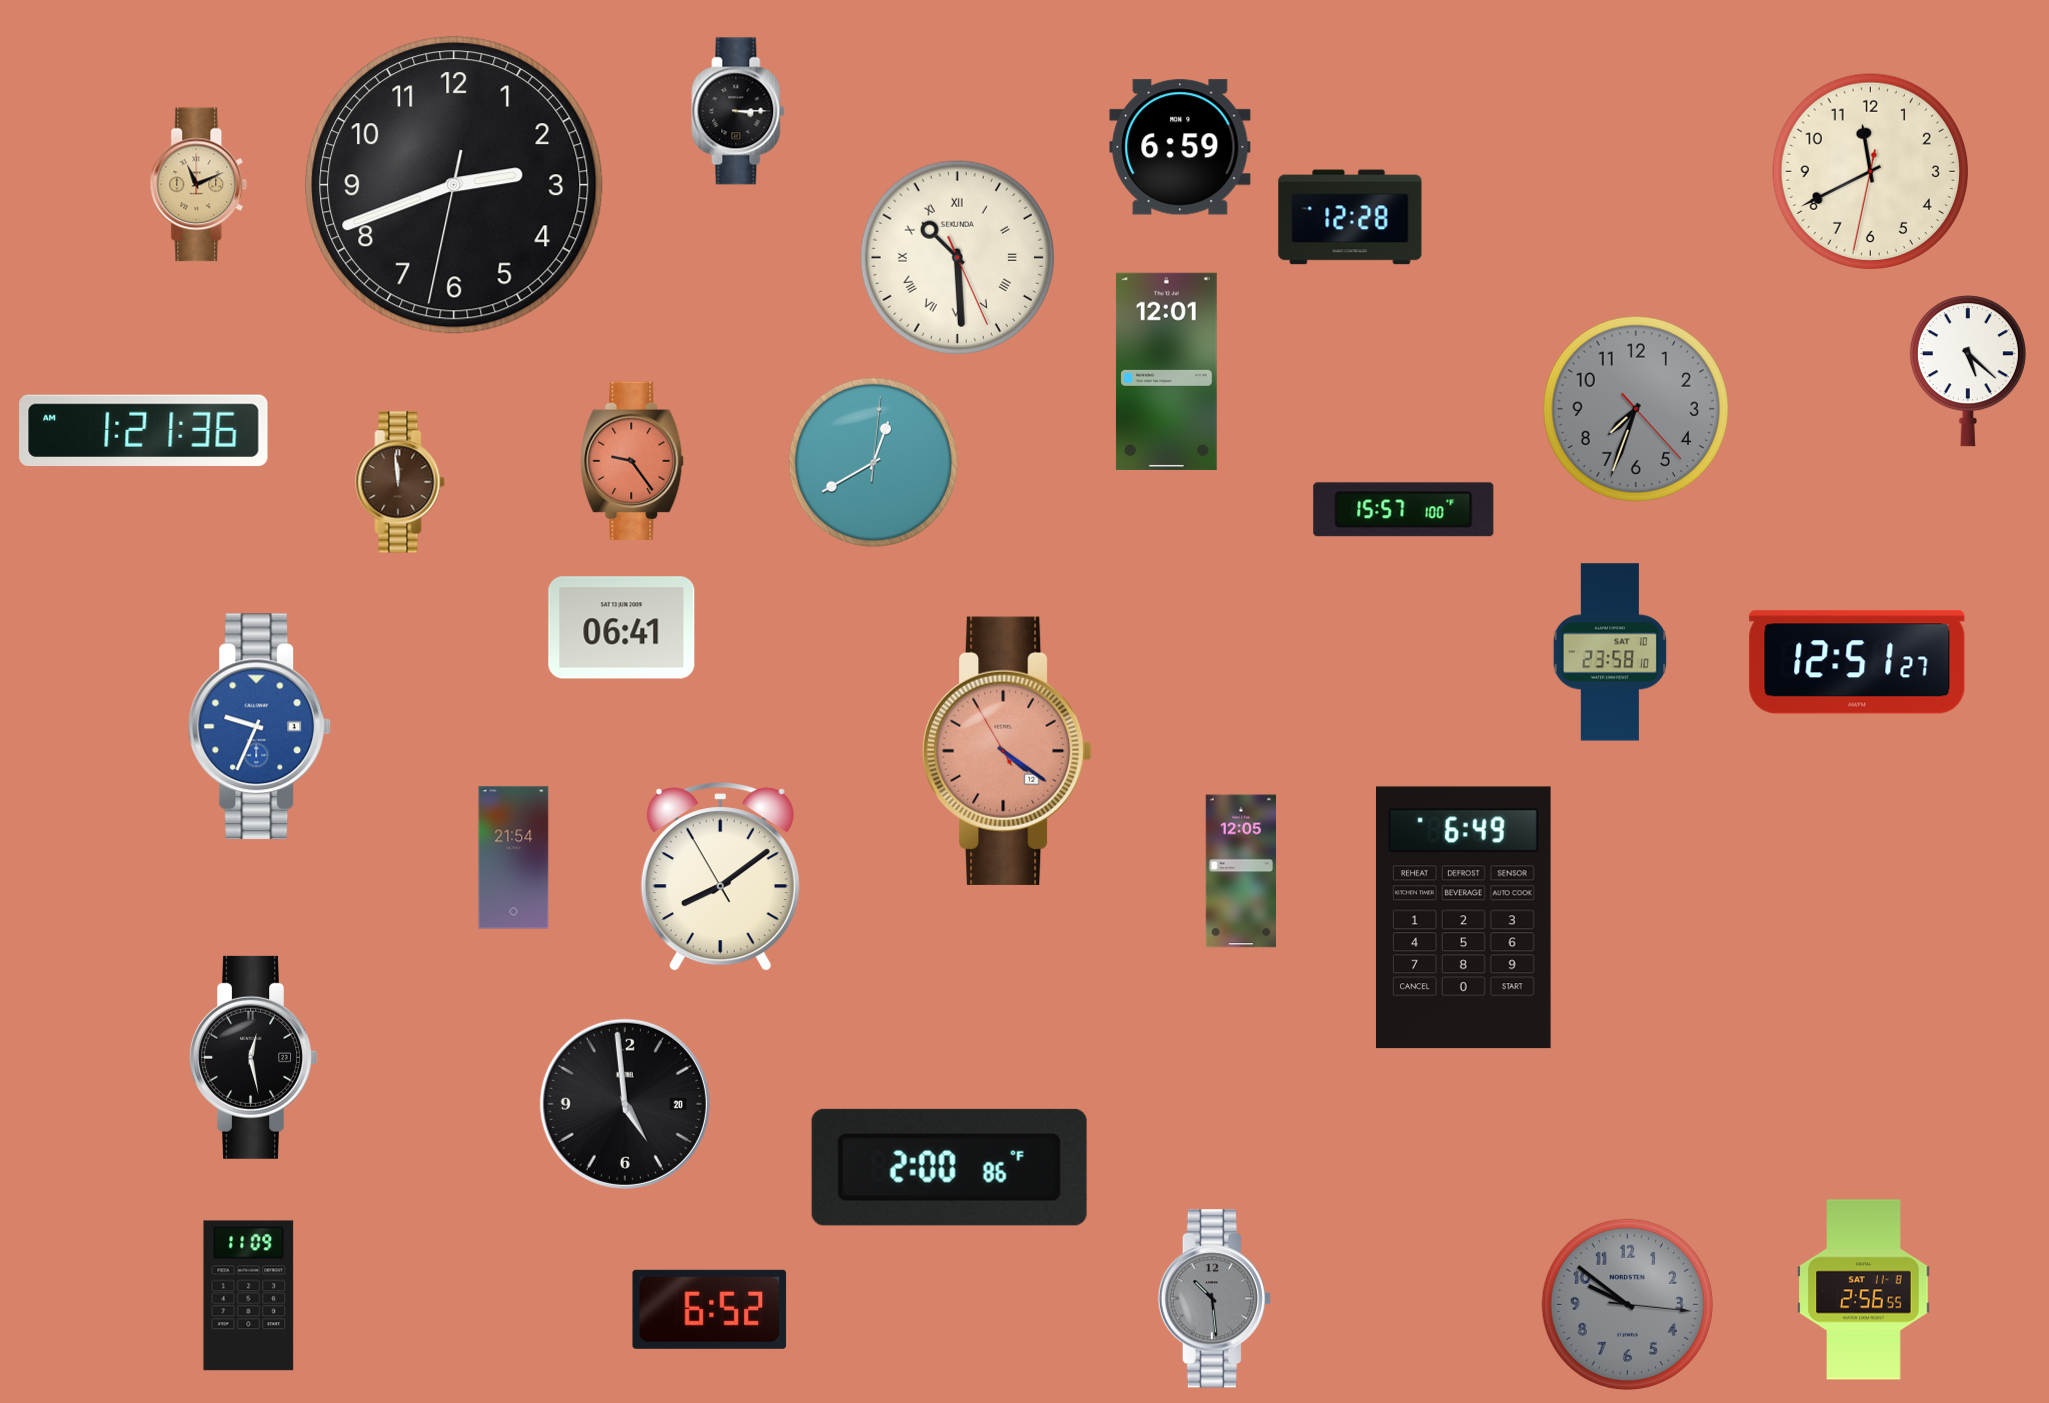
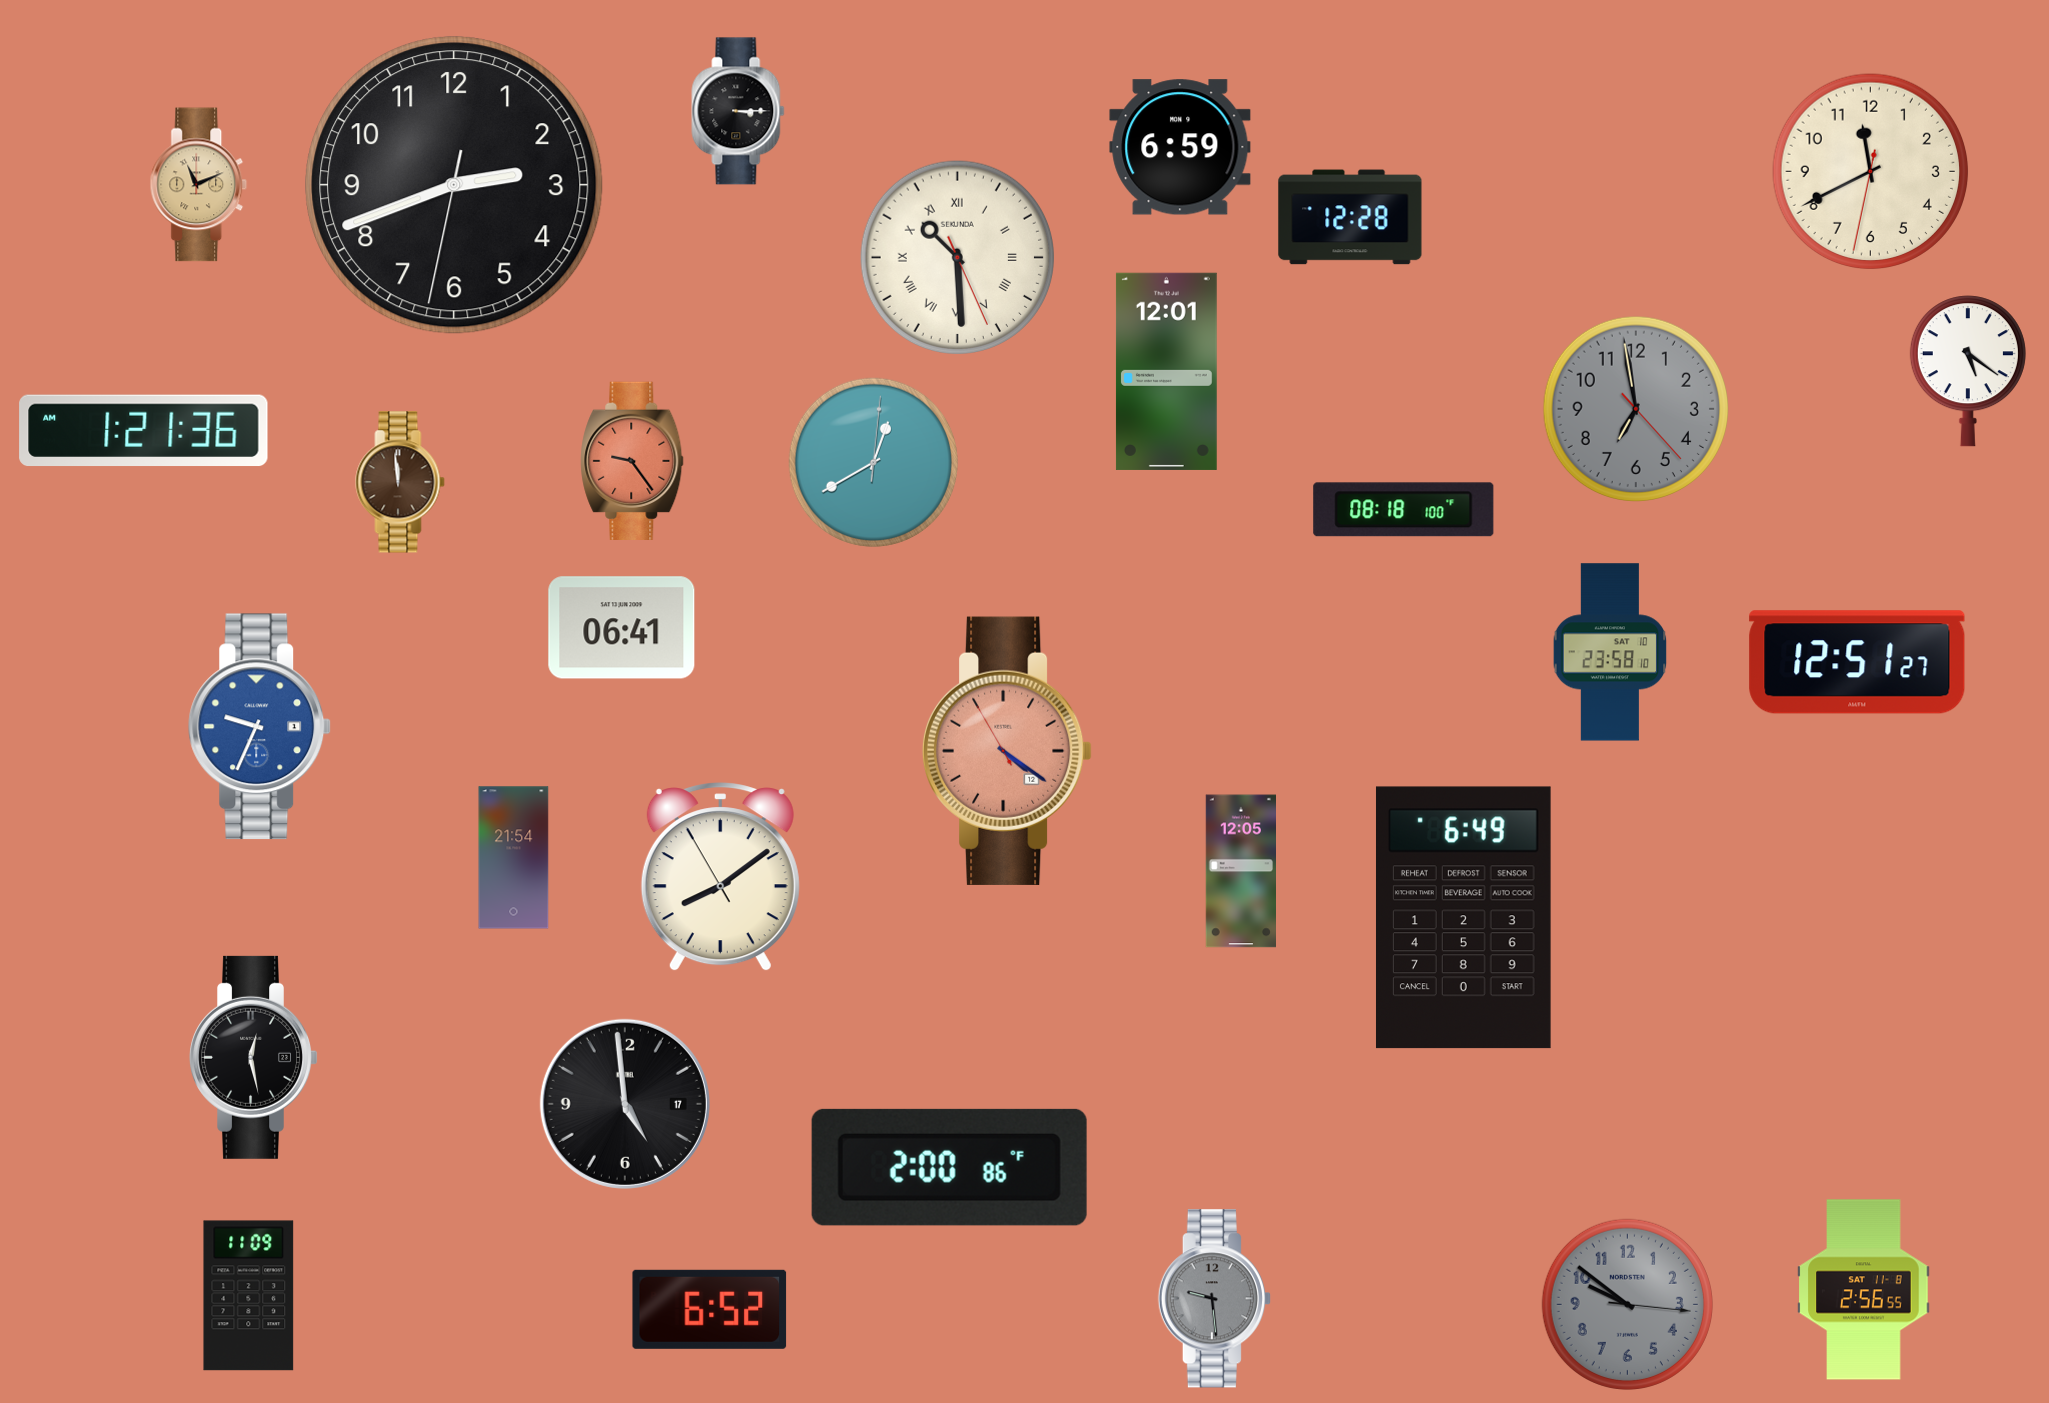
clock at (1968, 371): 5:22 -> 5:21
clock at (1635, 408): 7:33 -> 6:58
clock at (1404, 510): 15:57 -> 08:18
clock at (625, 1104) date: 20 -> 17
clock at (1214, 1299): 10:29 -> 9:29
